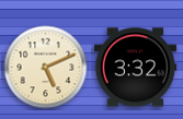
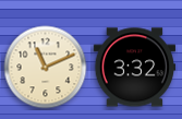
clock at (46, 68): 5:11 -> 11:11
